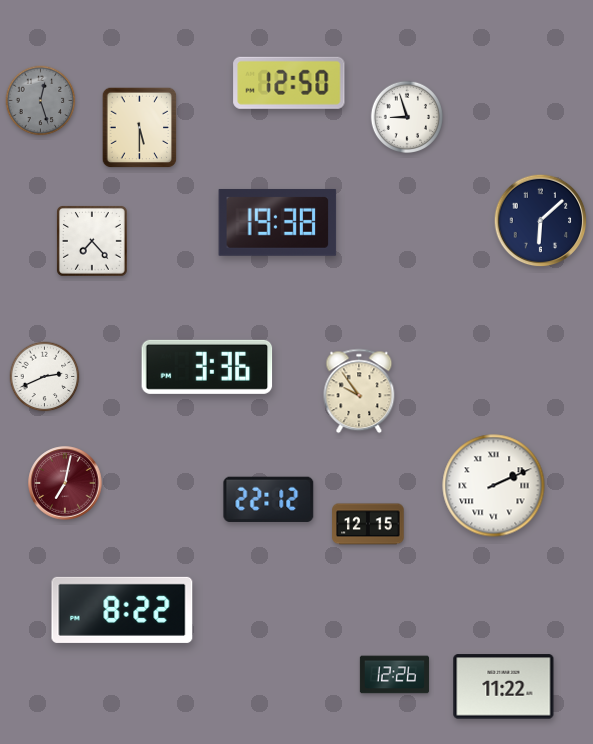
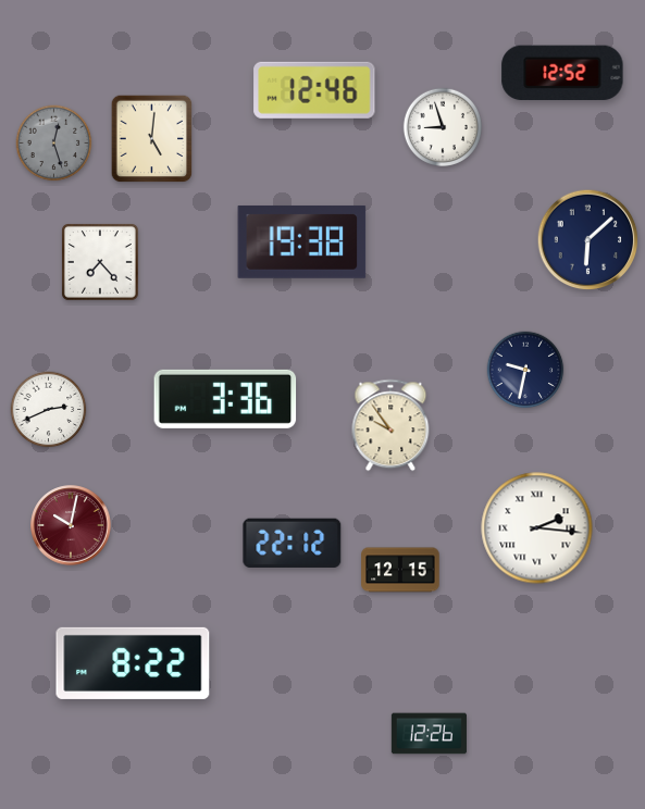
clock at (562, 73): none -> 12:52
clock at (289, 83): 12:50 -> 12:46
clock at (41, 101) position: (41, 101) -> (54, 144)
clock at (140, 128): 5:30 -> 5:01
clock at (525, 370): none -> 9:32
clock at (65, 483): 7:02 -> 10:02
clock at (494, 486): 2:11 -> 2:16
clock at (504, 687): 11:22 -> none
